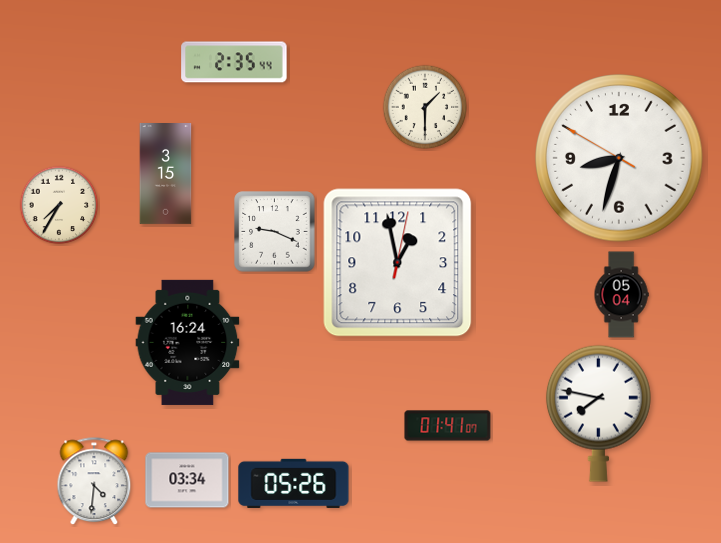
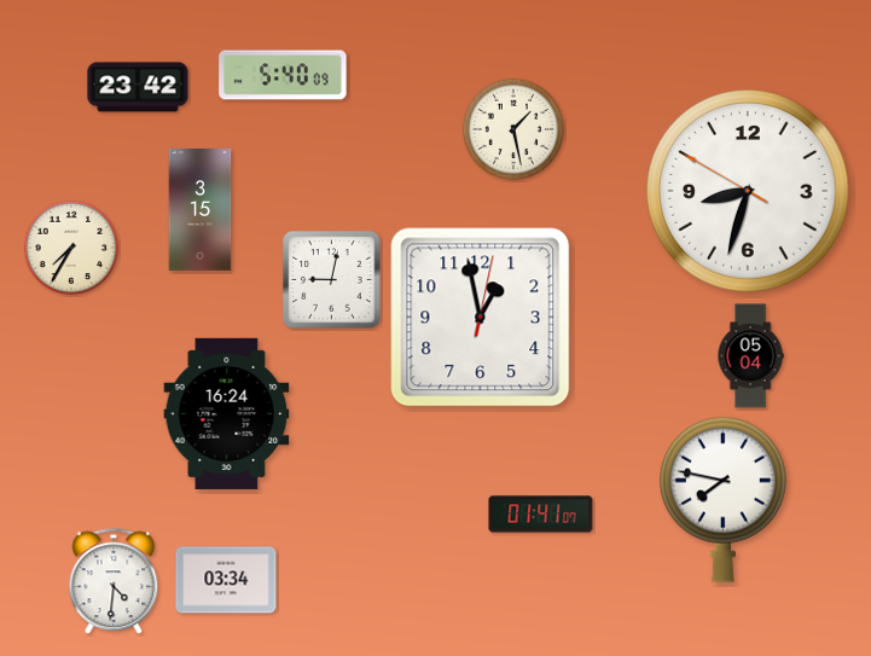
clock at (234, 62): 2:35 -> 5:40
clock at (138, 87): none -> 23:42
clock at (425, 107): 1:30 -> 1:28
clock at (275, 232): 9:19 -> 9:02
clock at (294, 483): 05:26 -> none
